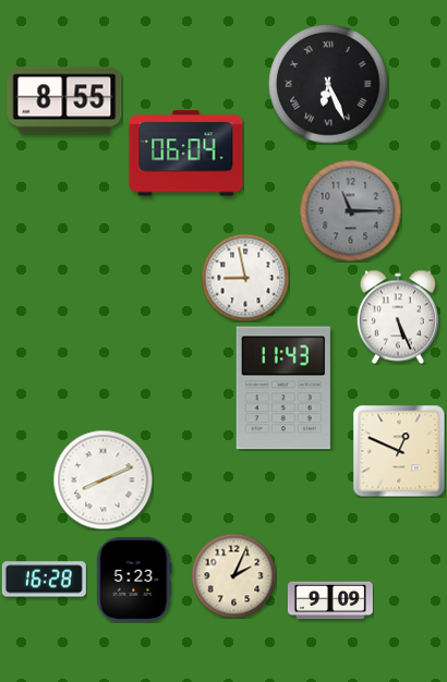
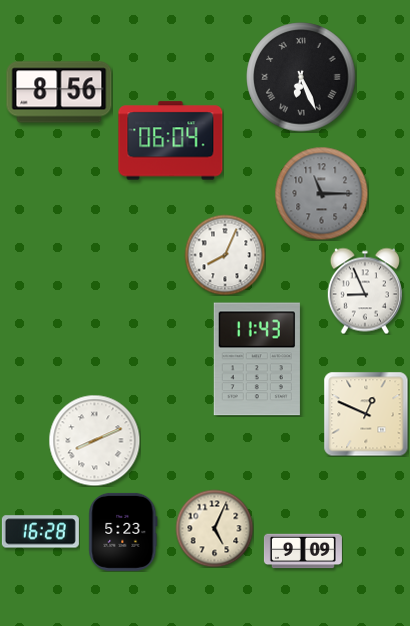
clock at (64, 100): 8:55 -> 8:56
clock at (245, 278): 8:58 -> 8:04
clock at (398, 317): 5:26 -> 8:56
clock at (283, 388) position: (283, 388) -> (257, 359)
clock at (233, 575): 2:04 -> 5:04
